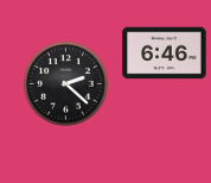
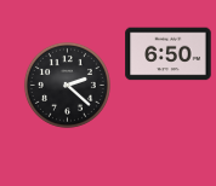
clock at (165, 53): 6:46 -> 6:50
